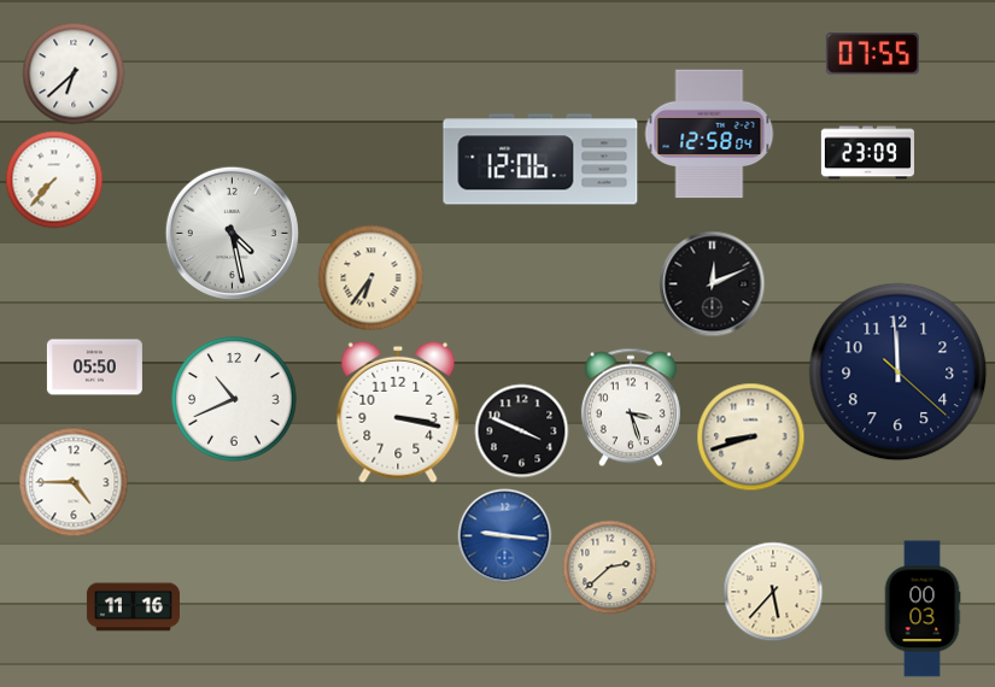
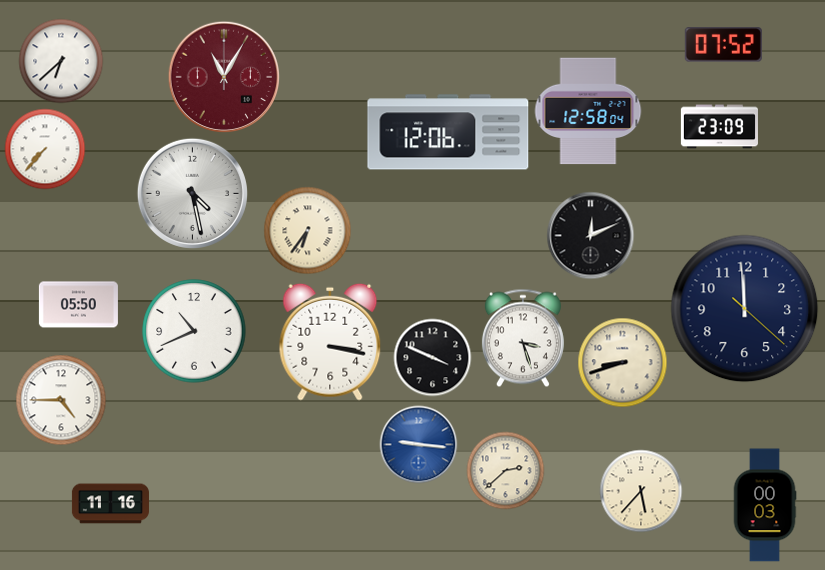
clock at (872, 54): 07:55 -> 07:52
clock at (224, 77): none -> 11:05
